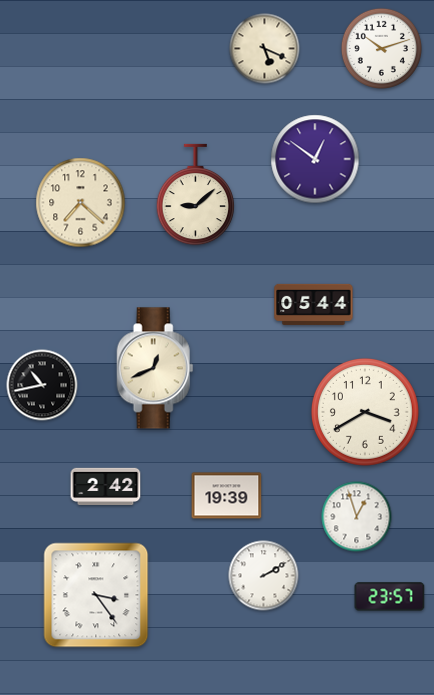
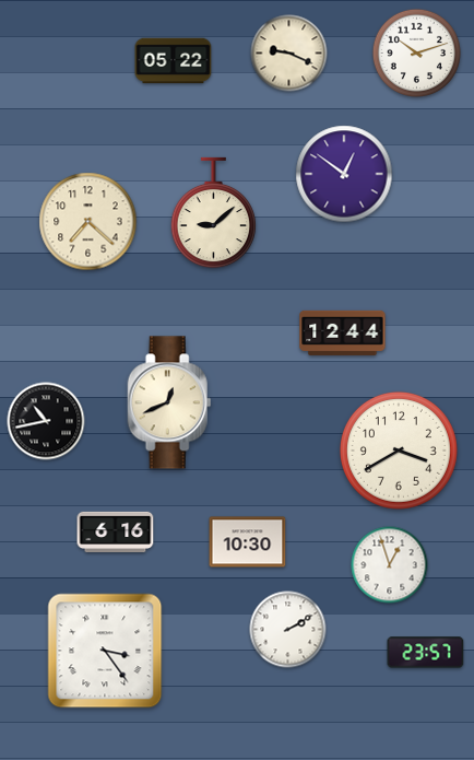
clock at (265, 49): 5:19 -> 9:19
clock at (174, 61): none -> 05:22
clock at (314, 304): 05:44 -> 12:44
clock at (106, 486): 2:42 -> 6:16
clock at (227, 496): 19:39 -> 10:30
